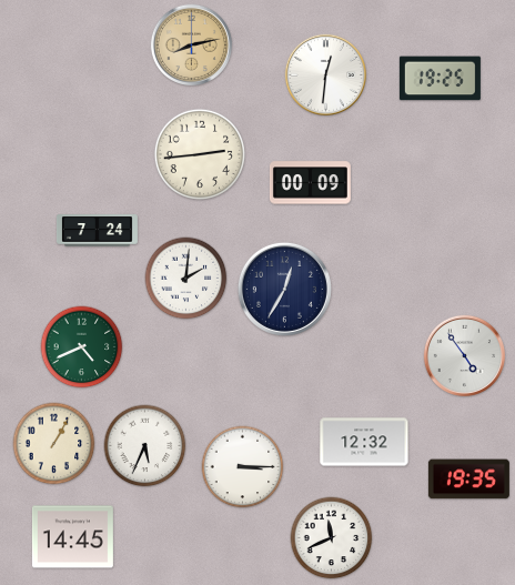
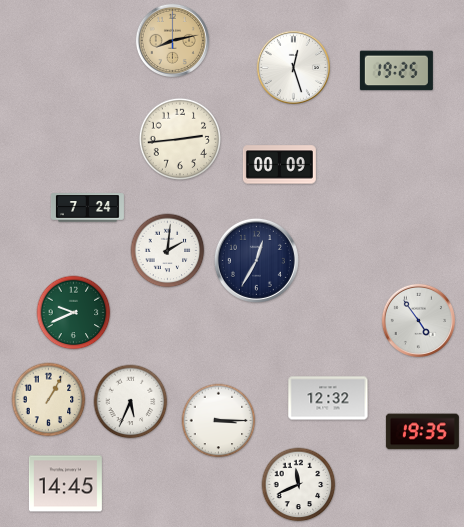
clock at (325, 74): 12:31 -> 12:27
clock at (82, 347): 4:41 -> 9:41
